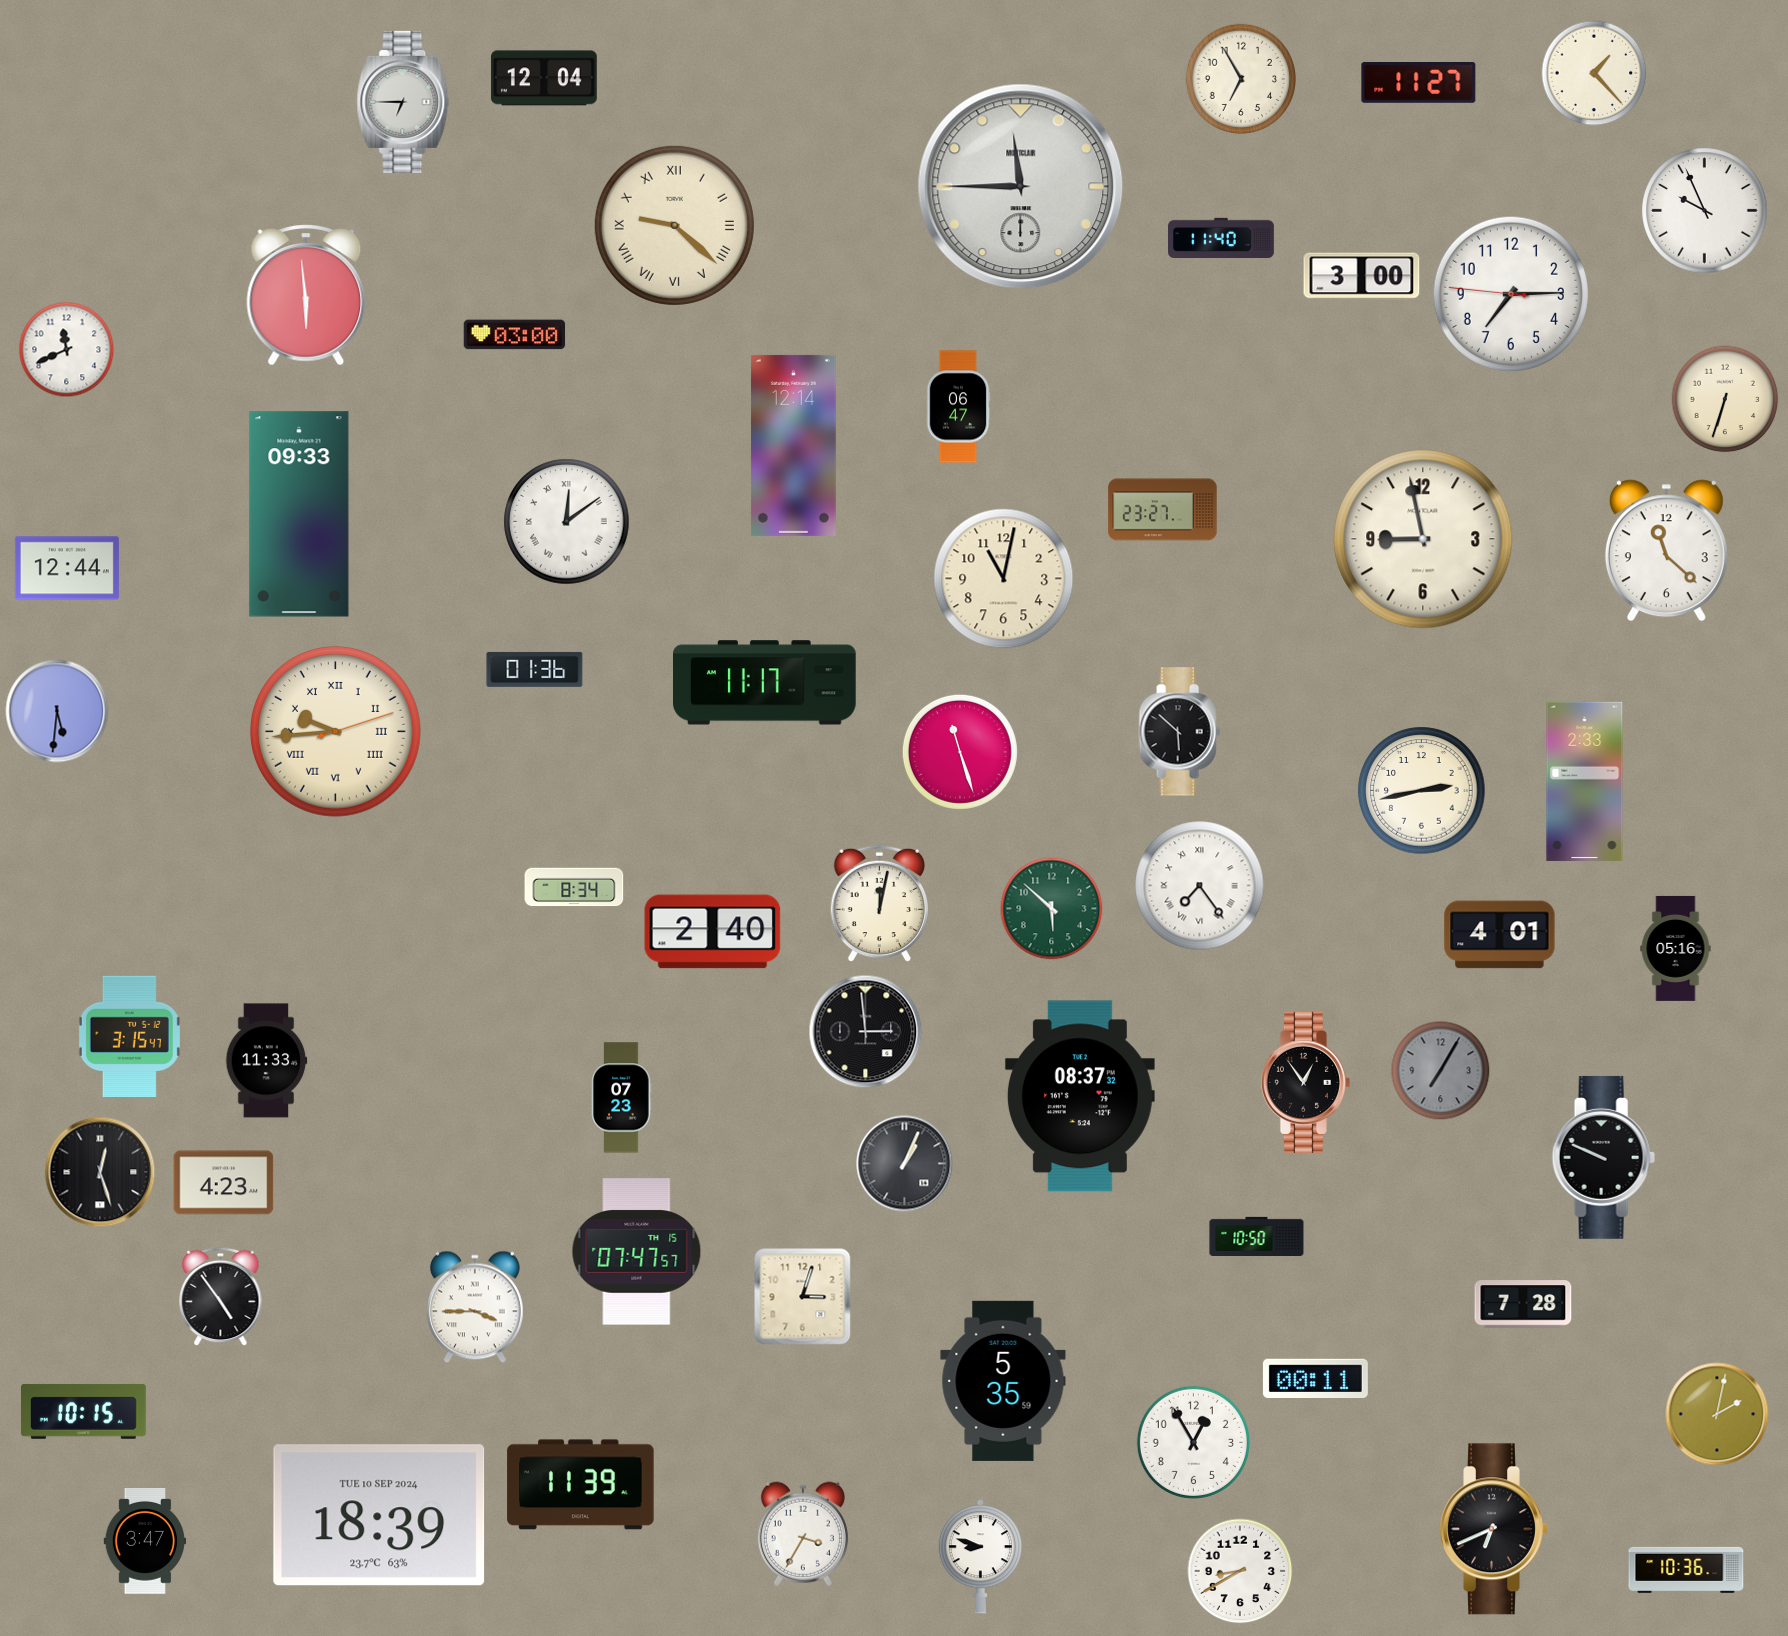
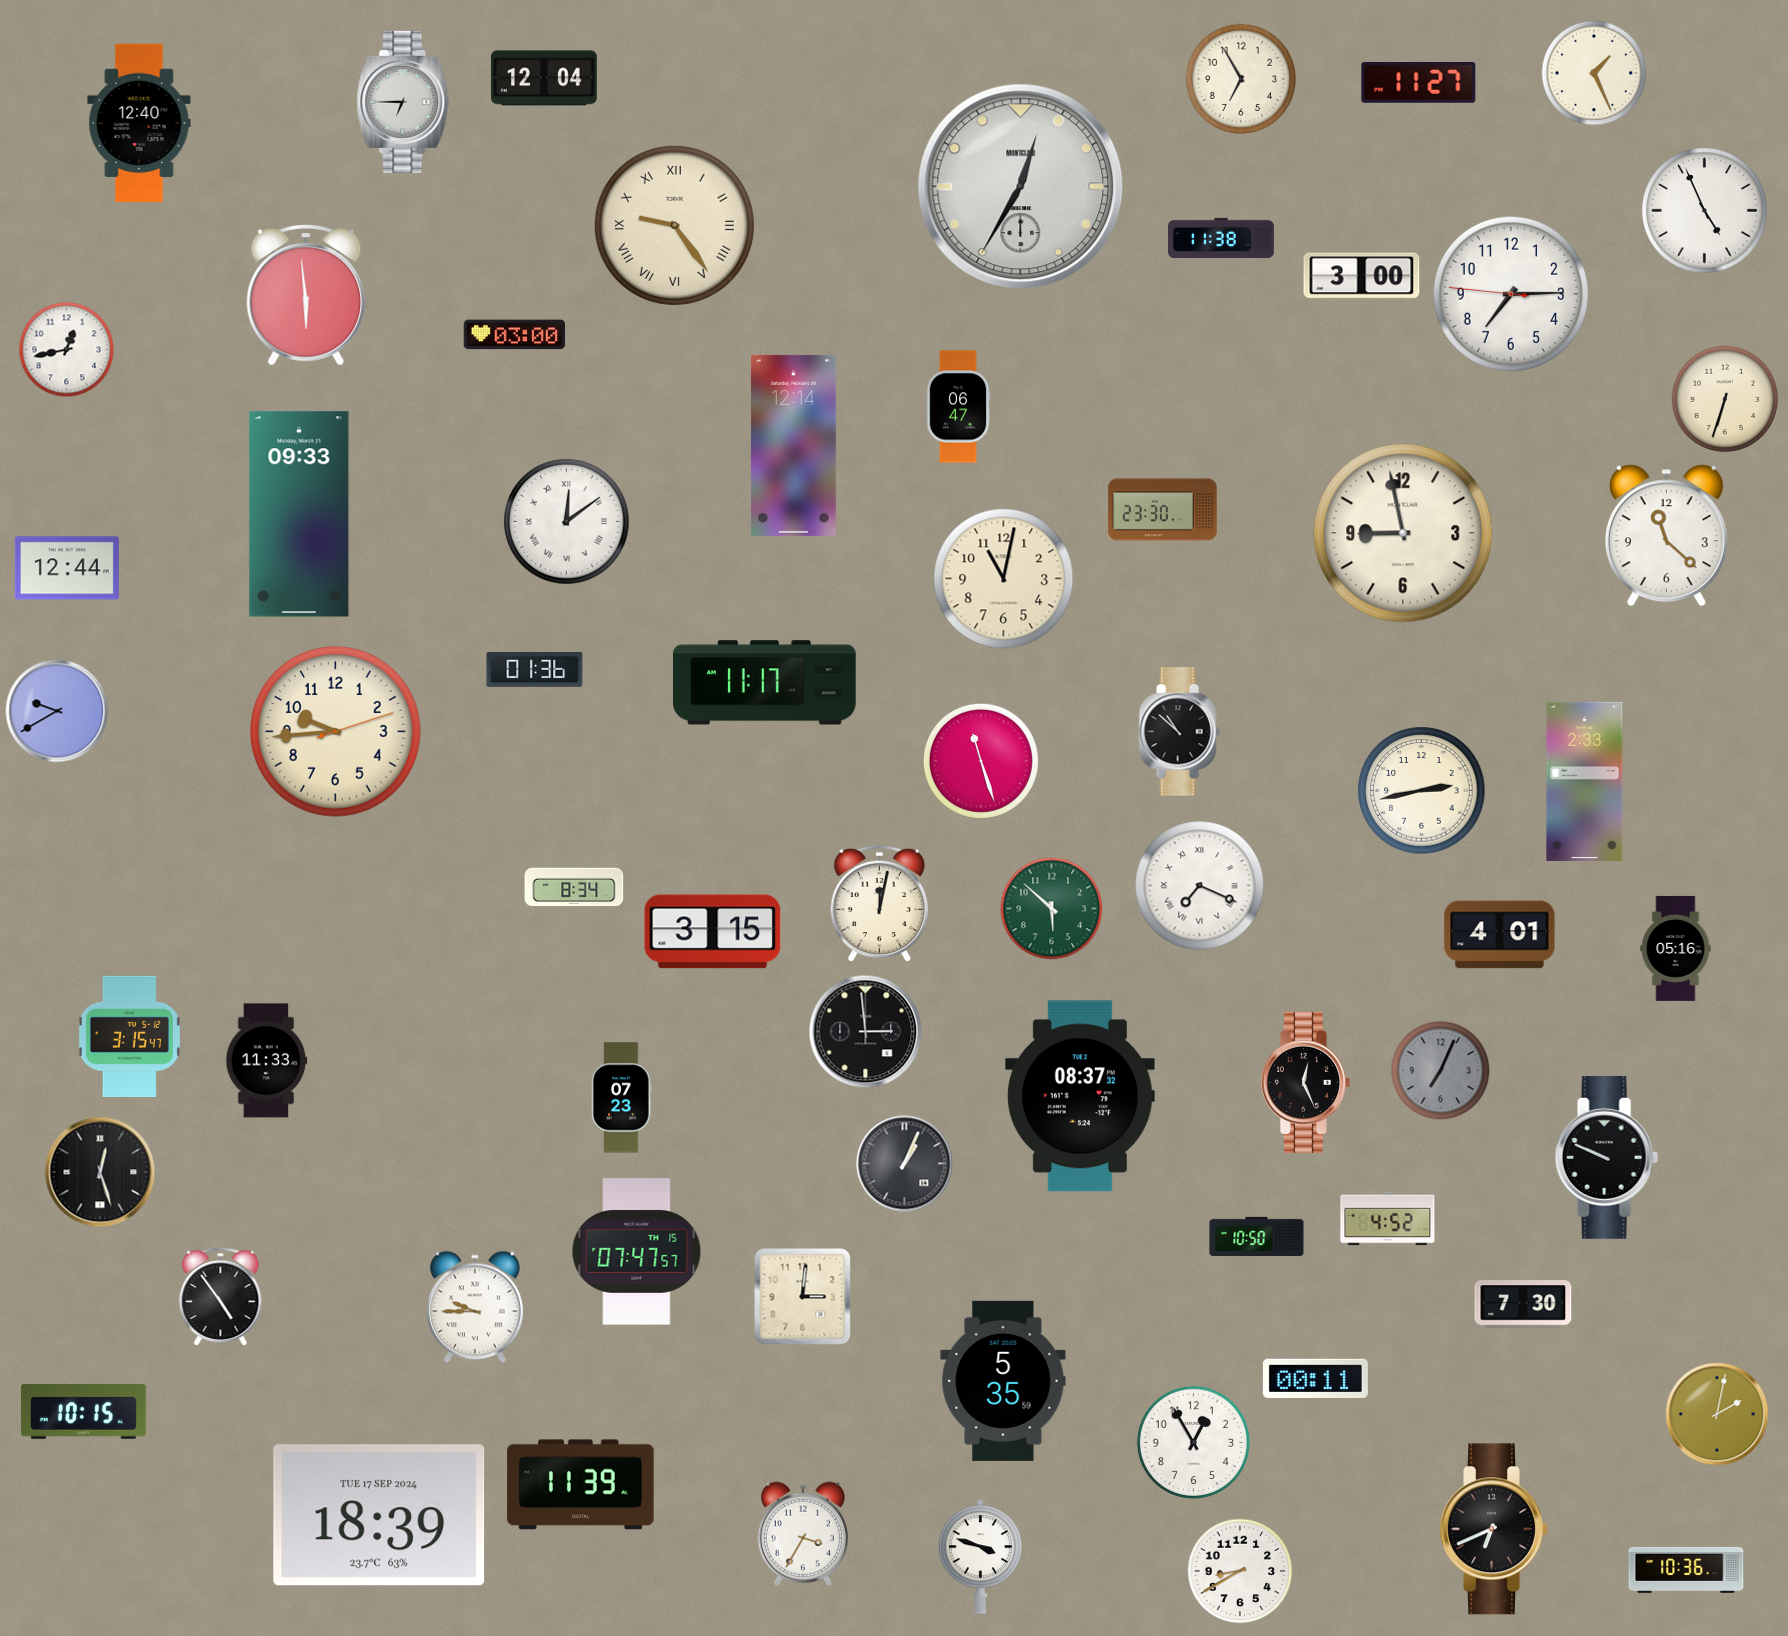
clock at (1594, 73): 1:23 -> 1:26
clock at (139, 123): none -> 12:40
clock at (1021, 187): 11:45 -> 12:35
clock at (1705, 211): 9:56 -> 4:56
clock at (674, 225): 9:22 -> 9:24
clock at (1221, 237): 11:40 -> 11:38
clock at (67, 350): 11:41 -> 12:43
clock at (1163, 510): 23:27 -> 23:30
clock at (1423, 539) position: (1423, 539) -> (1403, 533)
clock at (1666, 551) position: (1666, 551) -> (1666, 536)
clock at (57, 711): 5:31 -> 9:40
clock at (336, 732) numerals: Roman -> Arabic
clock at (1179, 732): 5:52 -> 10:52
clock at (960, 752) position: (960, 752) -> (981, 761)
clock at (1200, 886): 7:24 -> 7:19
clock at (713, 932): 2:40 -> 3:15
clock at (1441, 1071): 7:05 -> 7:04
clock at (1305, 1082): 12:54 -> 12:26
clock at (1603, 1157) position: (1603, 1157) -> (1606, 1157)
clock at (224, 1183): 4:23 -> none
clock at (1388, 1219): none -> 4:52
clock at (803, 1297): 3:03 -> 3:01
clock at (1523, 1304): 7:28 -> 7:30
clock at (475, 1307): 3:45 -> 9:45
clock at (379, 1515) date: TUE 10 SEP 2024 -> TUE 17 SEP 2024
clock at (145, 1542): 3:47 -> none
clock at (980, 1557): 8:48 -> 3:48
